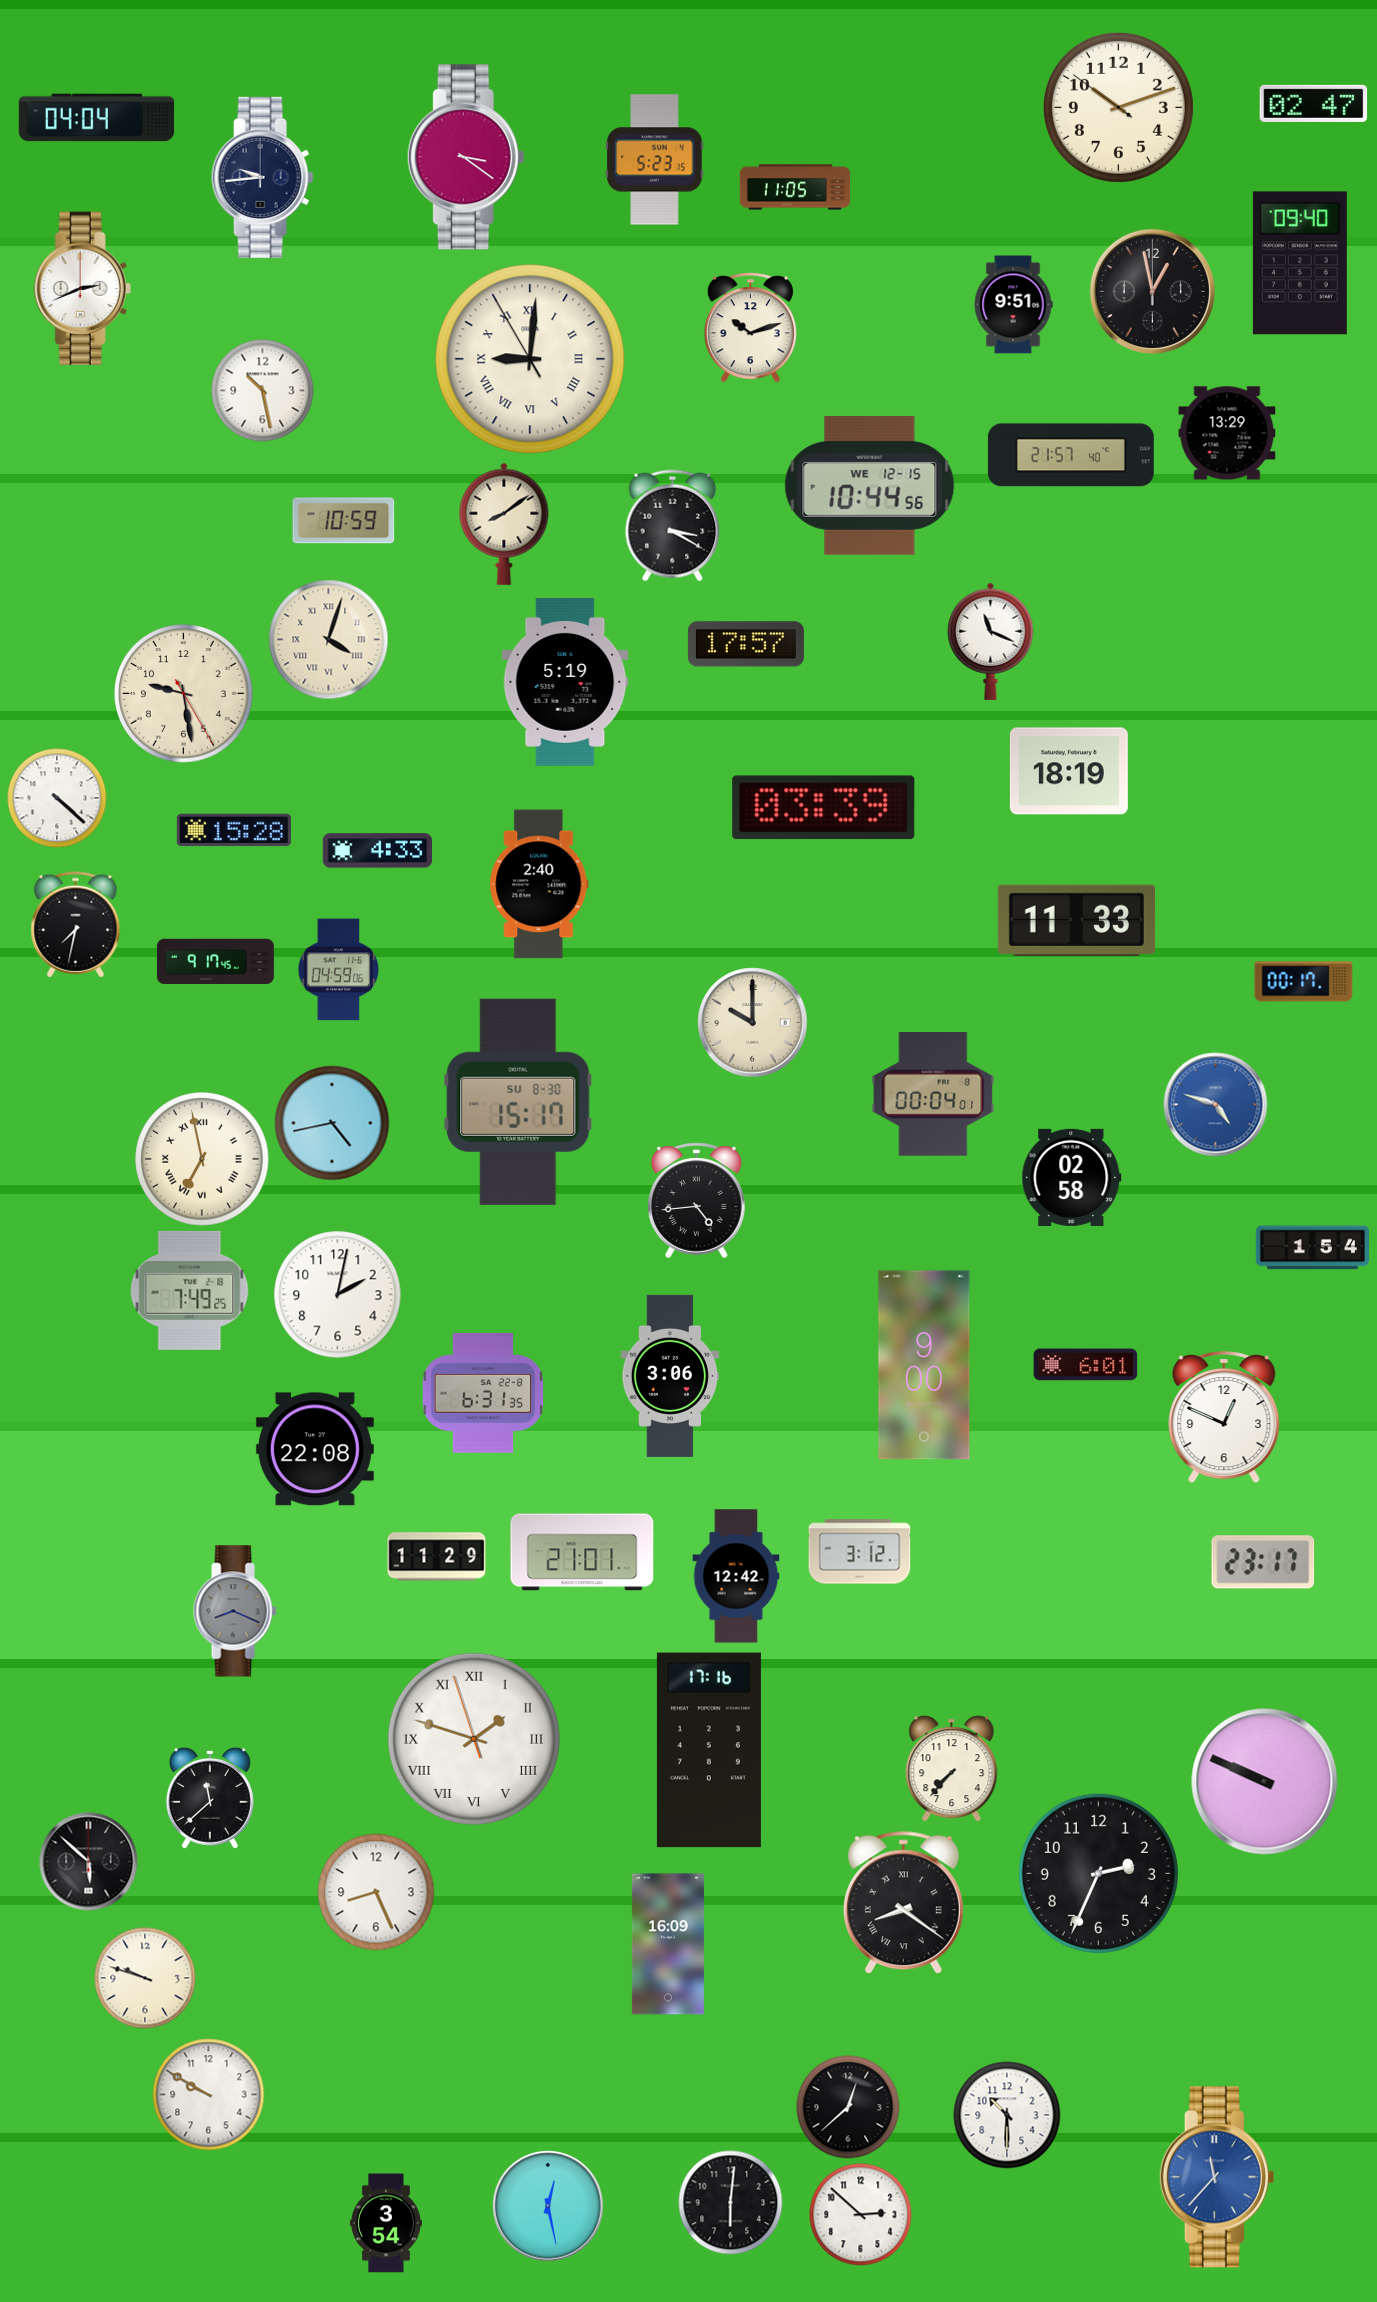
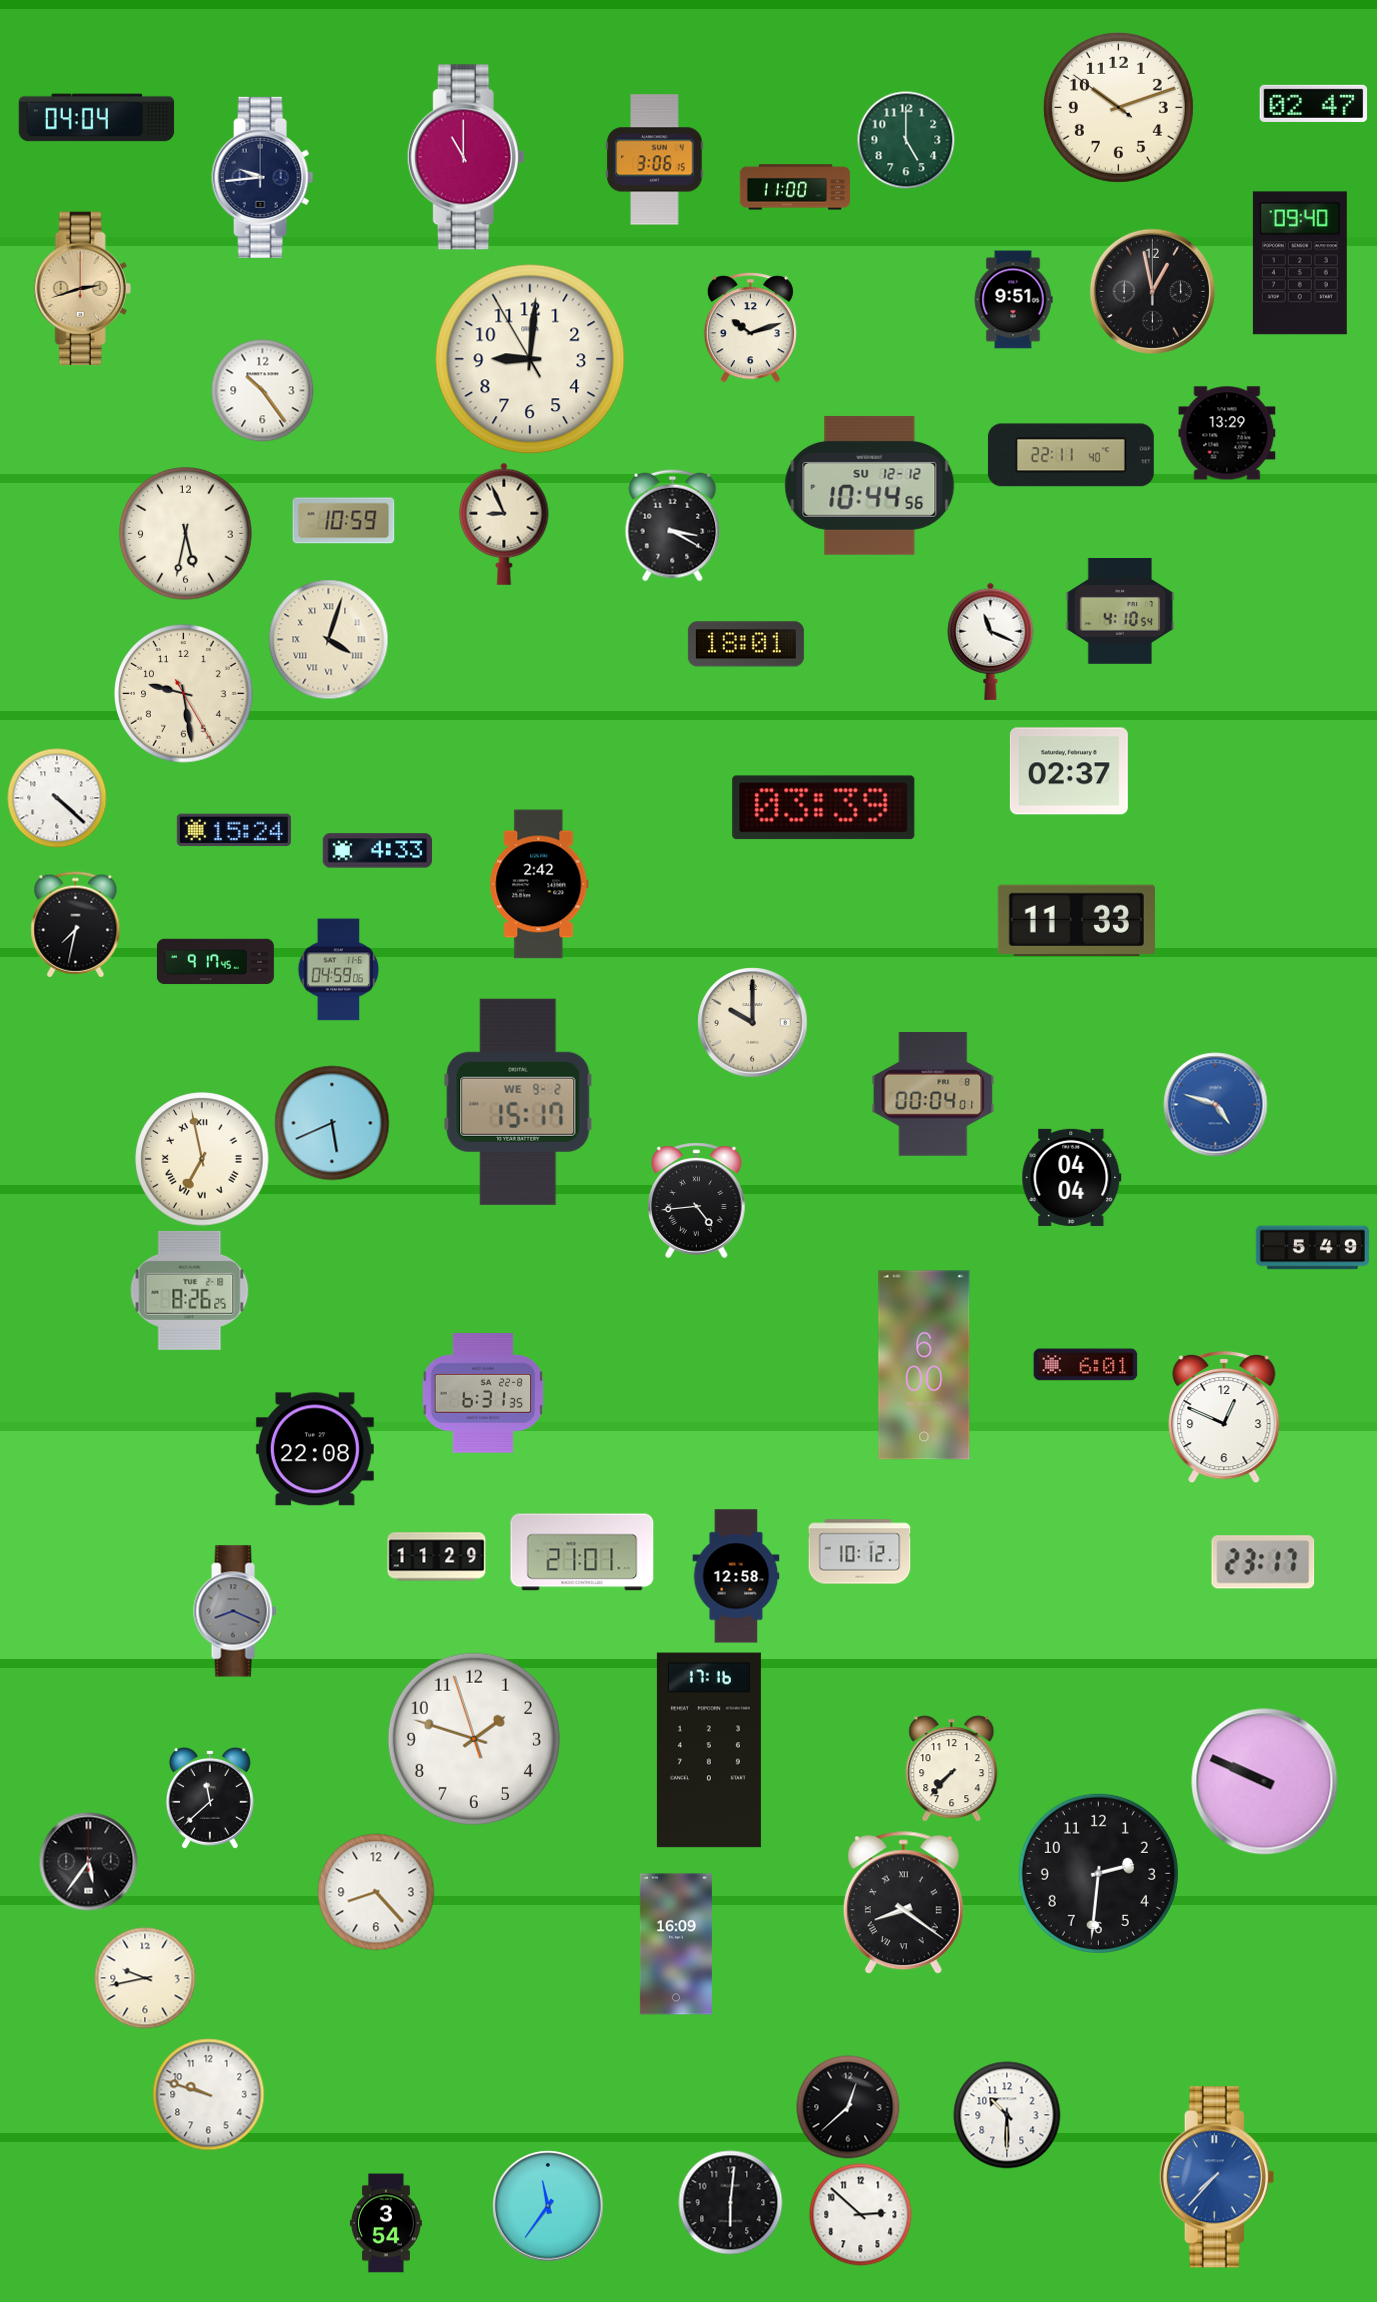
clock at (906, 140): none -> 5:00
clock at (466, 157): 3:21 -> 11:00
clock at (655, 160): 5:23 -> 3:06
clock at (795, 187): 11:05 -> 11:00
clock at (82, 289): 2:41 -> 2:42
clock at (82, 289) dial: white -> champagne
clock at (1013, 305) position: (1013, 305) -> (1013, 300)
clock at (530, 359) numerals: Roman -> Arabic
clock at (263, 391): 10:28 -> 10:24
clock at (1071, 455): 21:57 -> 22:11
clock at (870, 485) date: WE 12-15 -> SU 12-12
clock at (504, 524): 8:09 -> 8:56
clock at (186, 534): none -> 5:32
clock at (1120, 612): none -> 4:10
clock at (746, 644): 17:57 -> 18:01
clock at (565, 682): 5:19 -> none
clock at (1069, 771): 18:19 -> 02:37
clock at (234, 830): 15:28 -> 15:24
clock at (539, 884): 2:40 -> 2:42
clock at (1304, 982): 00:17 -> none
clock at (518, 1102) date: SU 8-30 -> WE 9-2
clock at (332, 1123): 4:43 -> 5:41
clock at (1072, 1177): 02:58 -> 04:04
clock at (1312, 1248): 1:54 -> 5:49
clock at (190, 1290): 7:49 -> 8:26
clock at (338, 1295): 2:02 -> none
clock at (924, 1365): 9:00 -> 6:00
clock at (669, 1376): 3:06 -> none
clock at (860, 1552): 3:12 -> 10:12
clock at (736, 1576): 12:42 -> 12:58
clock at (474, 1739) numerals: Roman -> Arabic
clock at (89, 1862): 5:52 -> 5:36
clock at (1098, 1873): 2:34 -> 2:31
clock at (376, 1892): 8:26 -> 8:23
clock at (668, 1944) position: (668, 1944) -> (676, 1944)
clock at (145, 1978): 9:48 -> 9:43
clock at (209, 2095): 9:50 -> 9:48
clock at (1217, 2177): 11:37 -> 7:37
clock at (548, 2206): 12:28 -> 11:36
